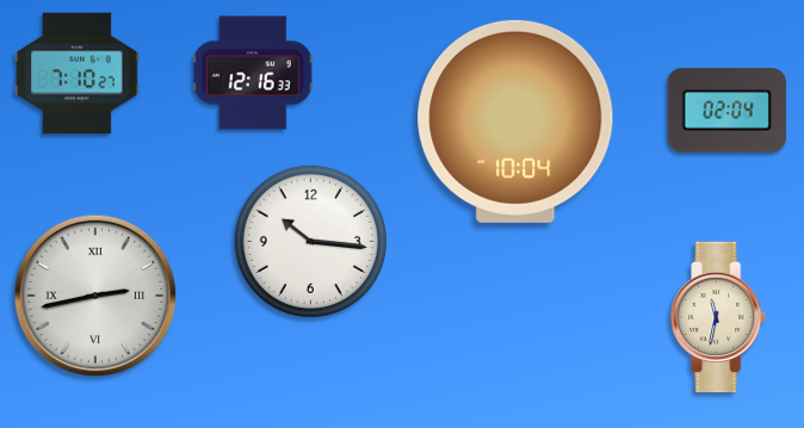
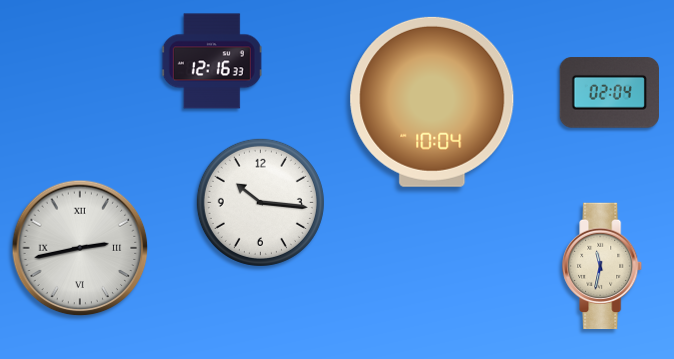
clock at (78, 74): 7:10 -> none
